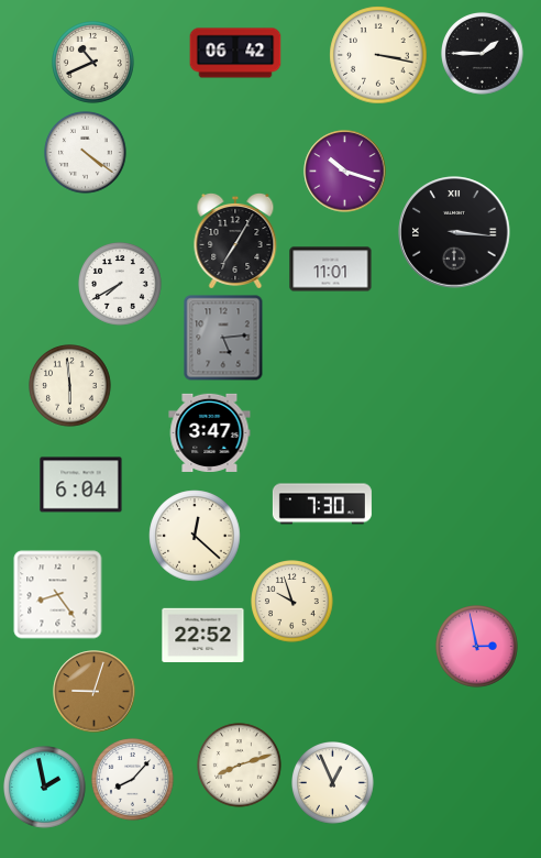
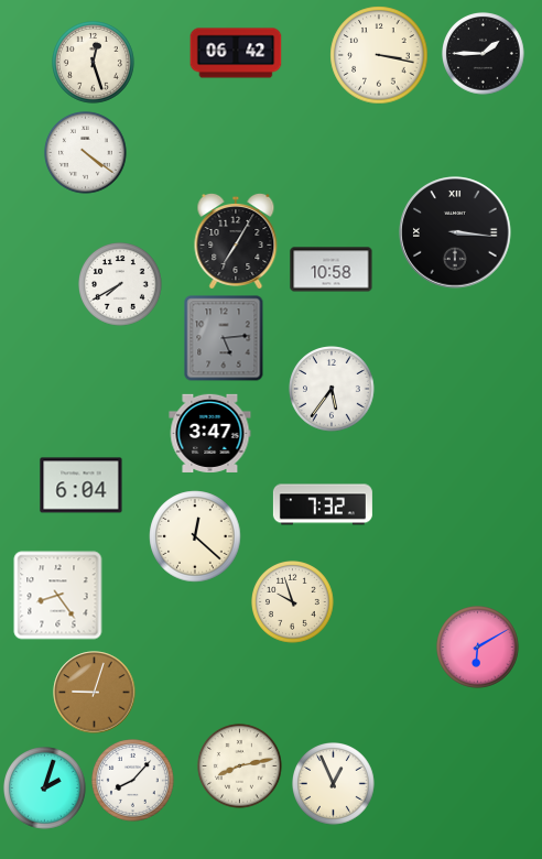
clock at (93, 63): 10:41 -> 12:27
clock at (345, 172): 10:18 -> none
clock at (331, 269): 11:01 -> 10:58
clock at (70, 386): 5:59 -> none
clock at (332, 389): none -> 5:36
clock at (322, 504): 7:30 -> 7:32
clock at (203, 635): 22:52 -> none
clock at (477, 647): 2:58 -> 6:10
clock at (240, 766): 8:12 -> 8:13
clock at (45, 788): 1:58 -> 2:03
